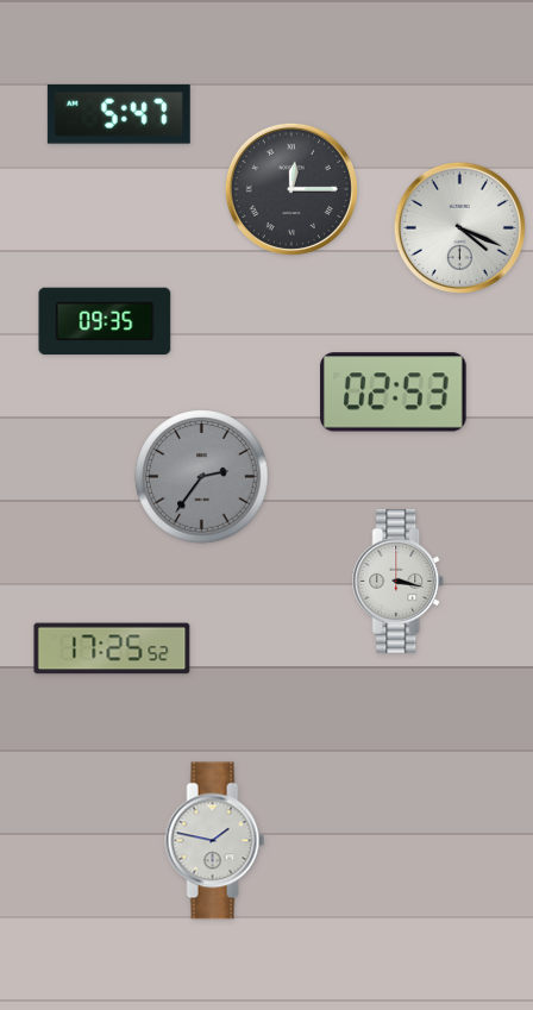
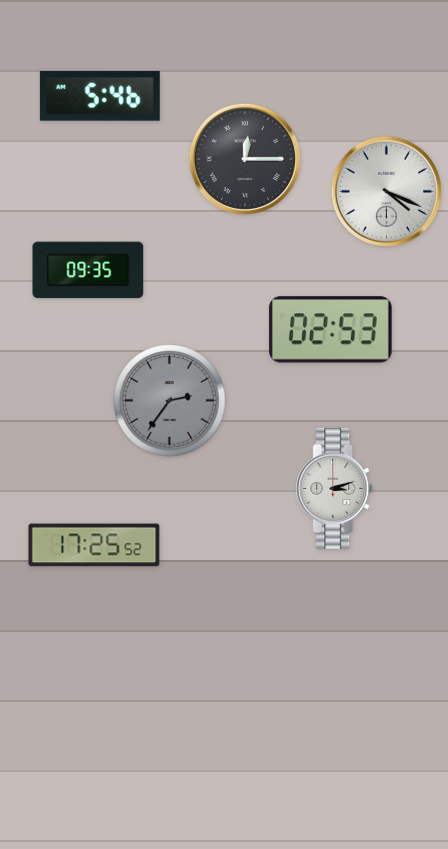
clock at (119, 114): 5:47 -> 5:46
clock at (399, 582): 3:17 -> 3:12
clock at (215, 841): 1:47 -> none
